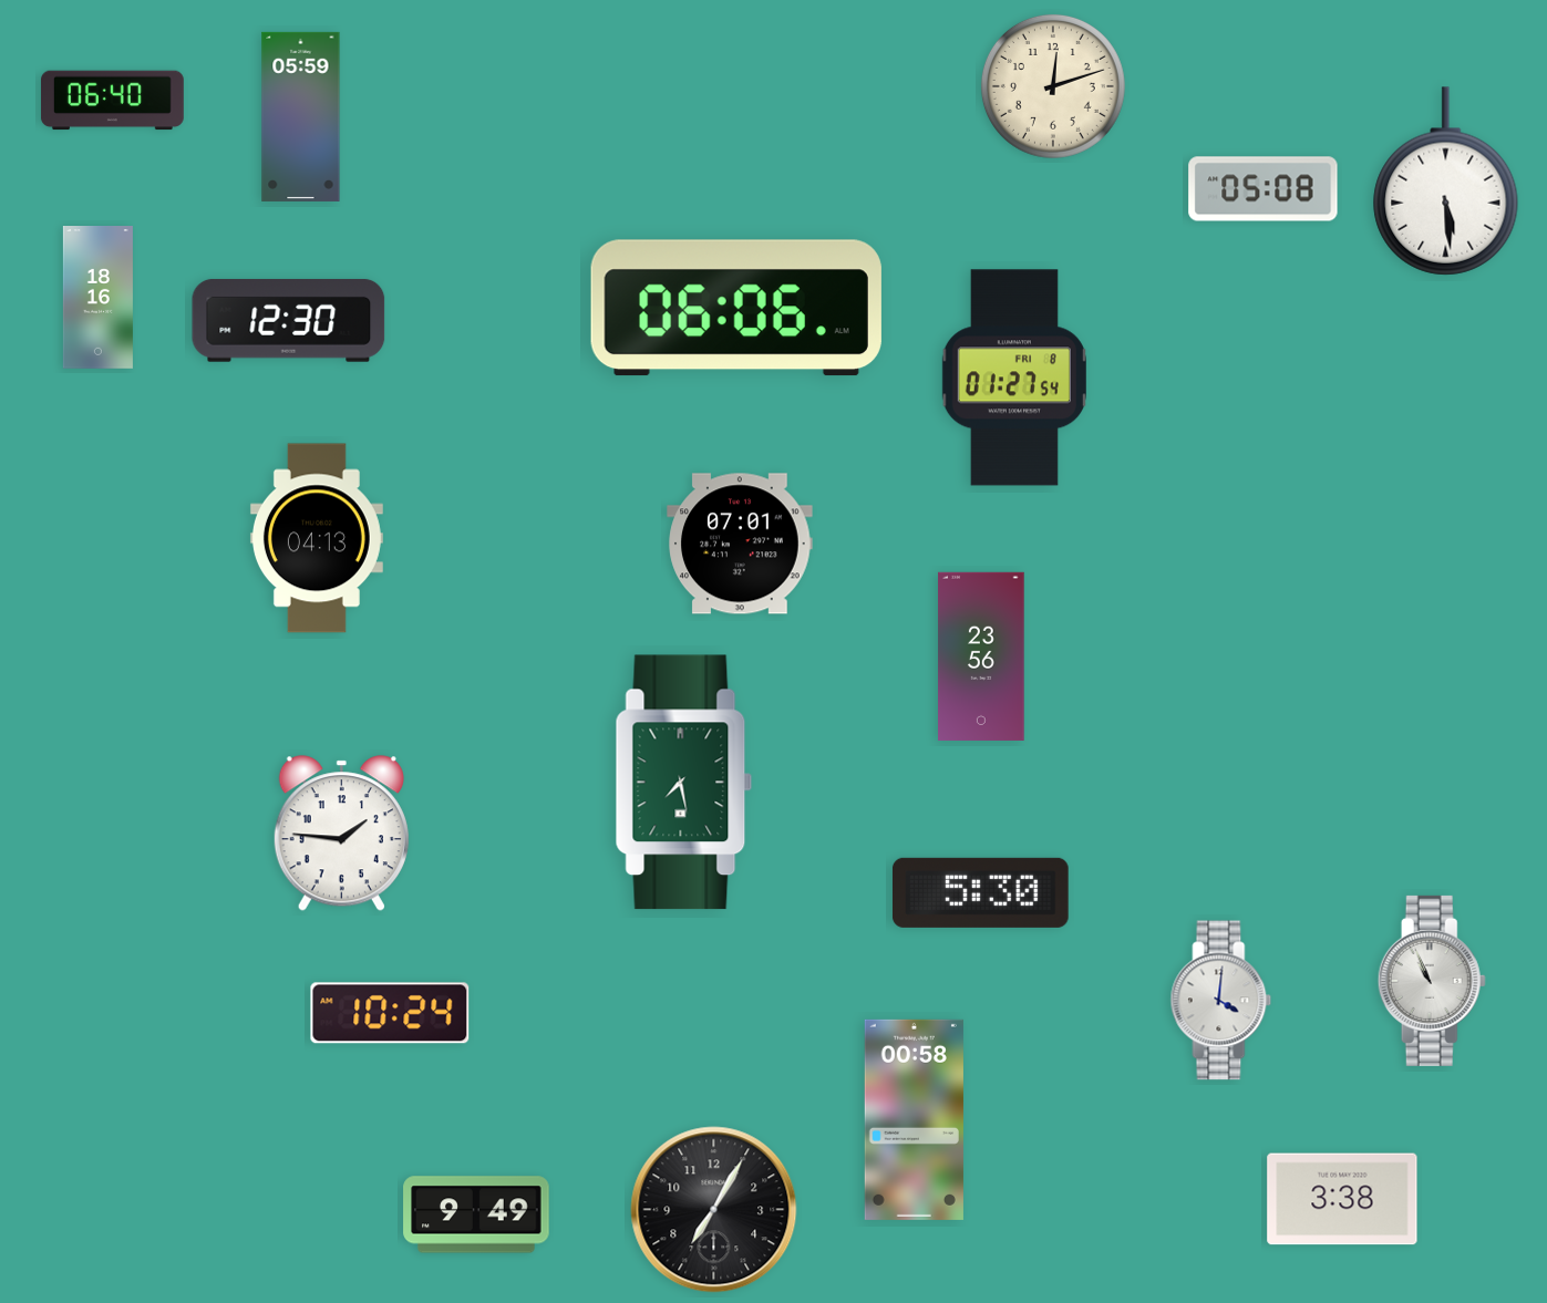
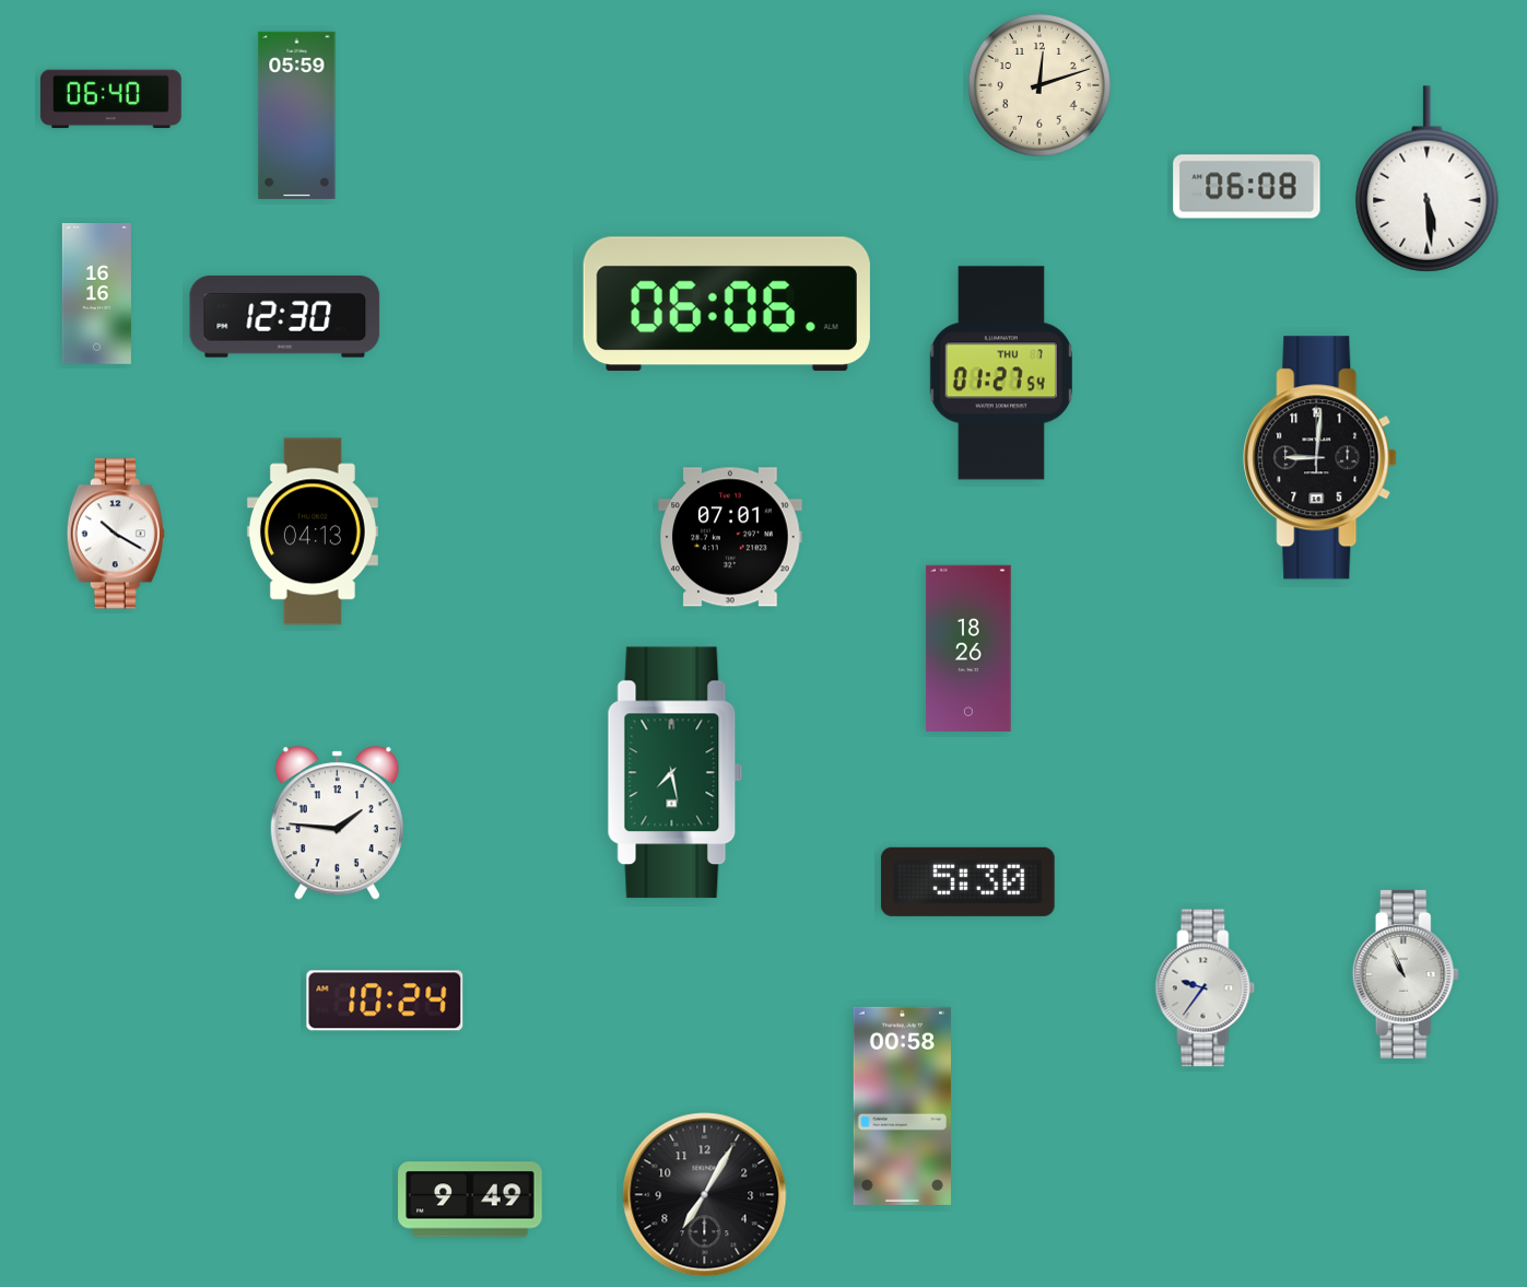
clock at (1264, 189): 05:08 -> 06:08
clock at (97, 298): 18:16 -> 16:16
clock at (1014, 378) date: FRI 8 -> THU 7
clock at (1320, 458): none -> 9:01
clock at (116, 534): none -> 10:20
clock at (981, 656): 23:56 -> 18:26
clock at (1432, 981) position: (1432, 981) -> (1406, 974)
clock at (1221, 1001): 4:01 -> 9:36
clock at (1342, 1199): 3:38 -> none
